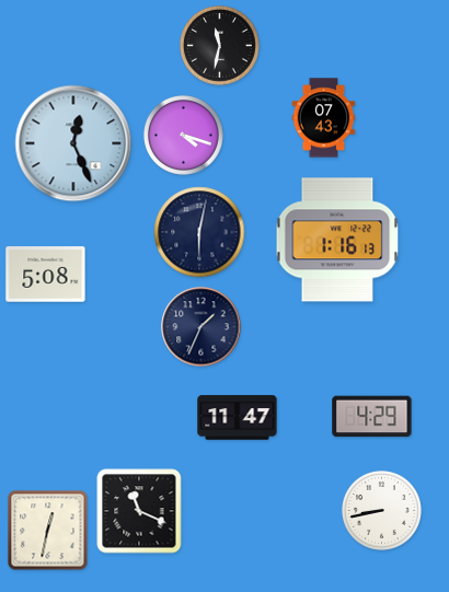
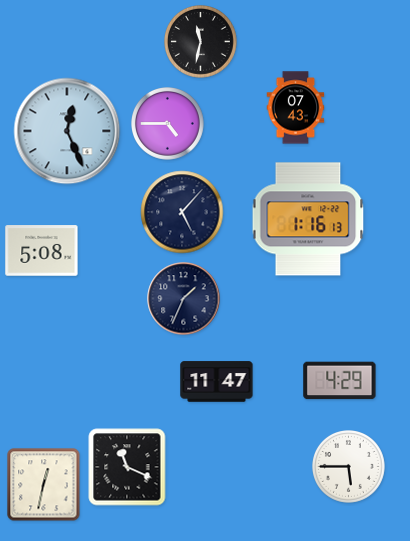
clock at (184, 136): 4:18 -> 4:45
clock at (199, 232): 6:02 -> 5:07
clock at (382, 511): 8:43 -> 5:45
